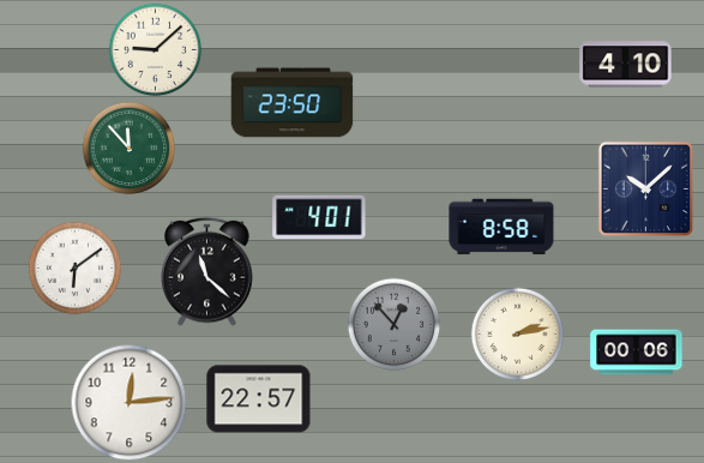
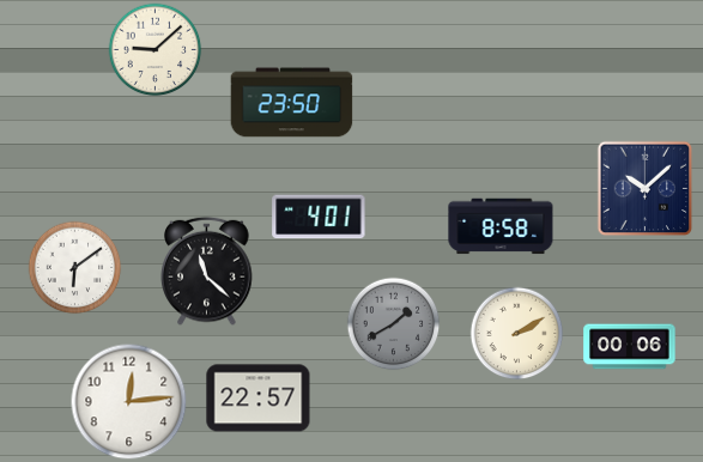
clock at (626, 65): 4:10 -> none
clock at (128, 148): 11:53 -> none
clock at (393, 324): 12:53 -> 1:40
clock at (517, 333): 2:13 -> 2:10
clock at (637, 353) position: (637, 353) -> (630, 347)
